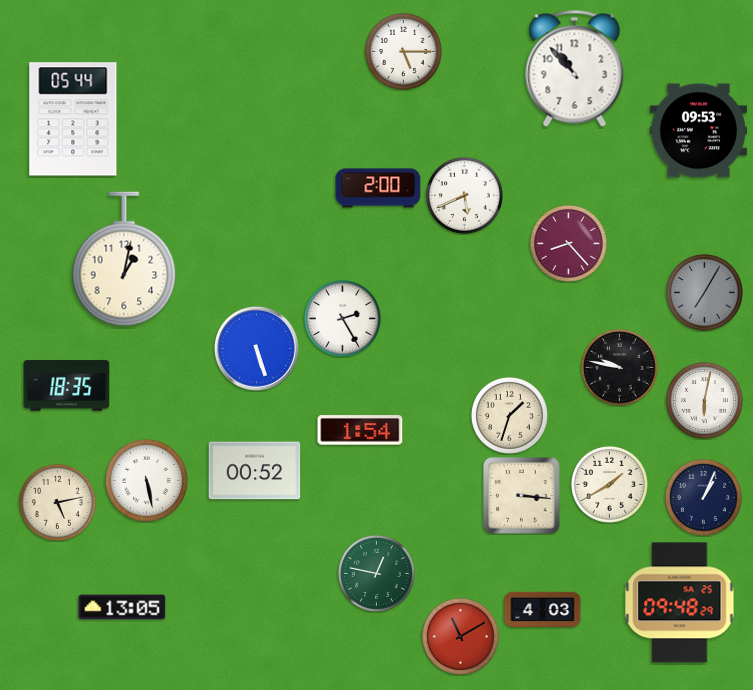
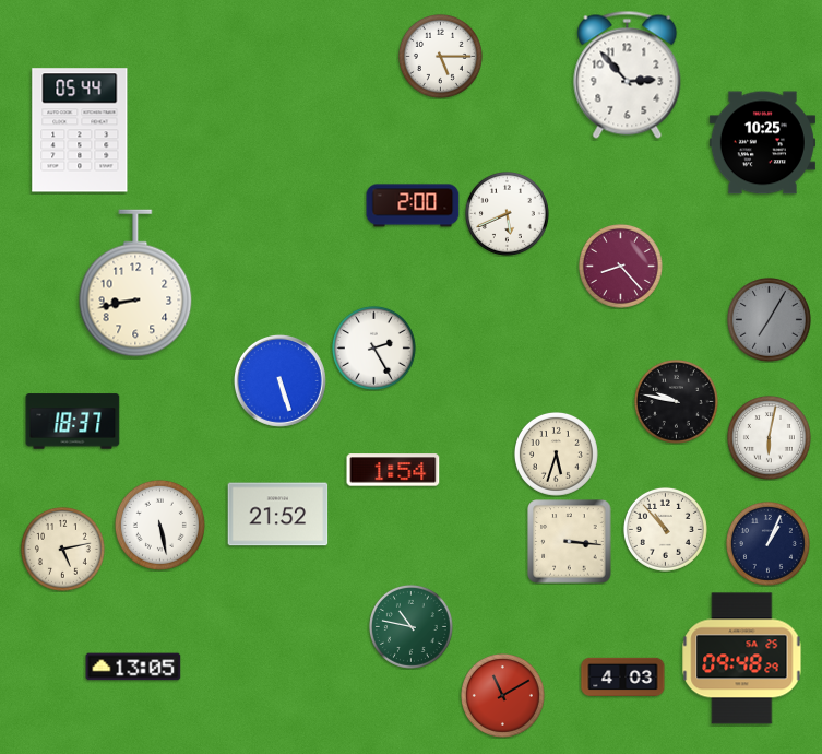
clock at (575, 68): 10:53 -> 2:53
clock at (698, 131): 09:53 -> 10:25
clock at (124, 259): 1:02 -> 8:43
clock at (67, 386): 18:35 -> 18:37
clock at (509, 415): 1:33 -> 5:33
clock at (255, 471): 00:52 -> 21:52
clock at (609, 484): 1:40 -> 10:53
clock at (376, 573): 12:47 -> 10:47
clock at (122, 607) position: (122, 607) -> (133, 667)
clock at (543, 609) position: (543, 609) -> (623, 676)
